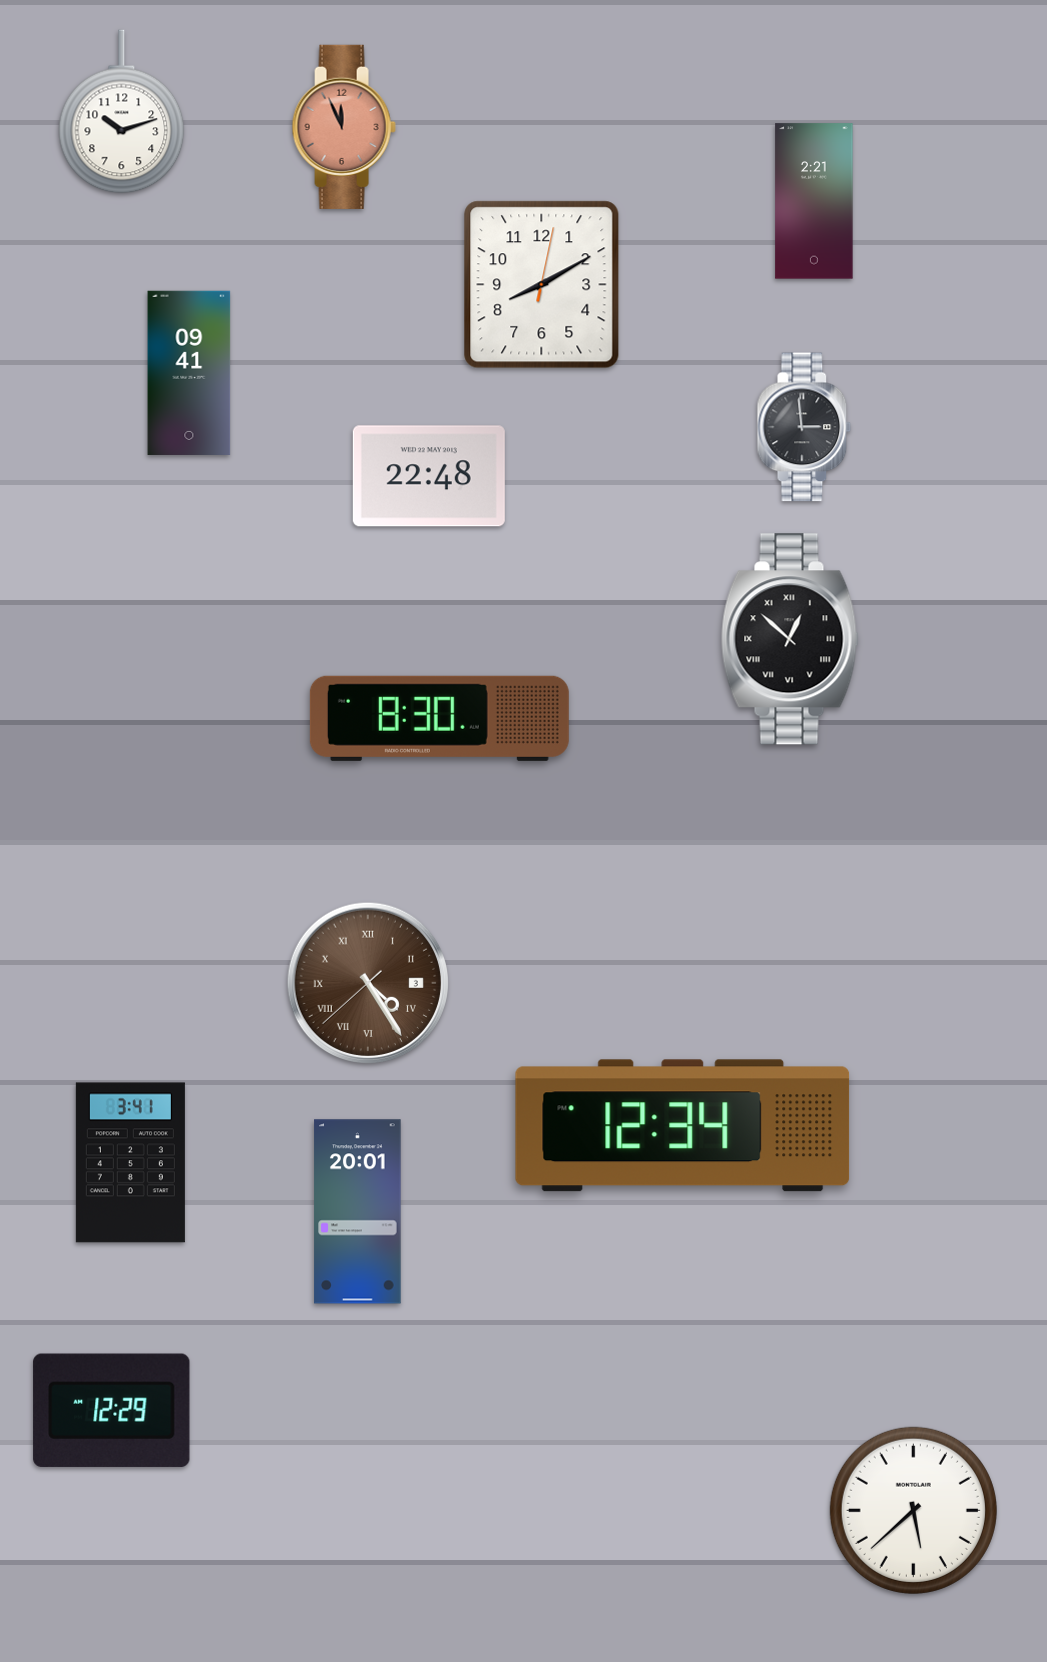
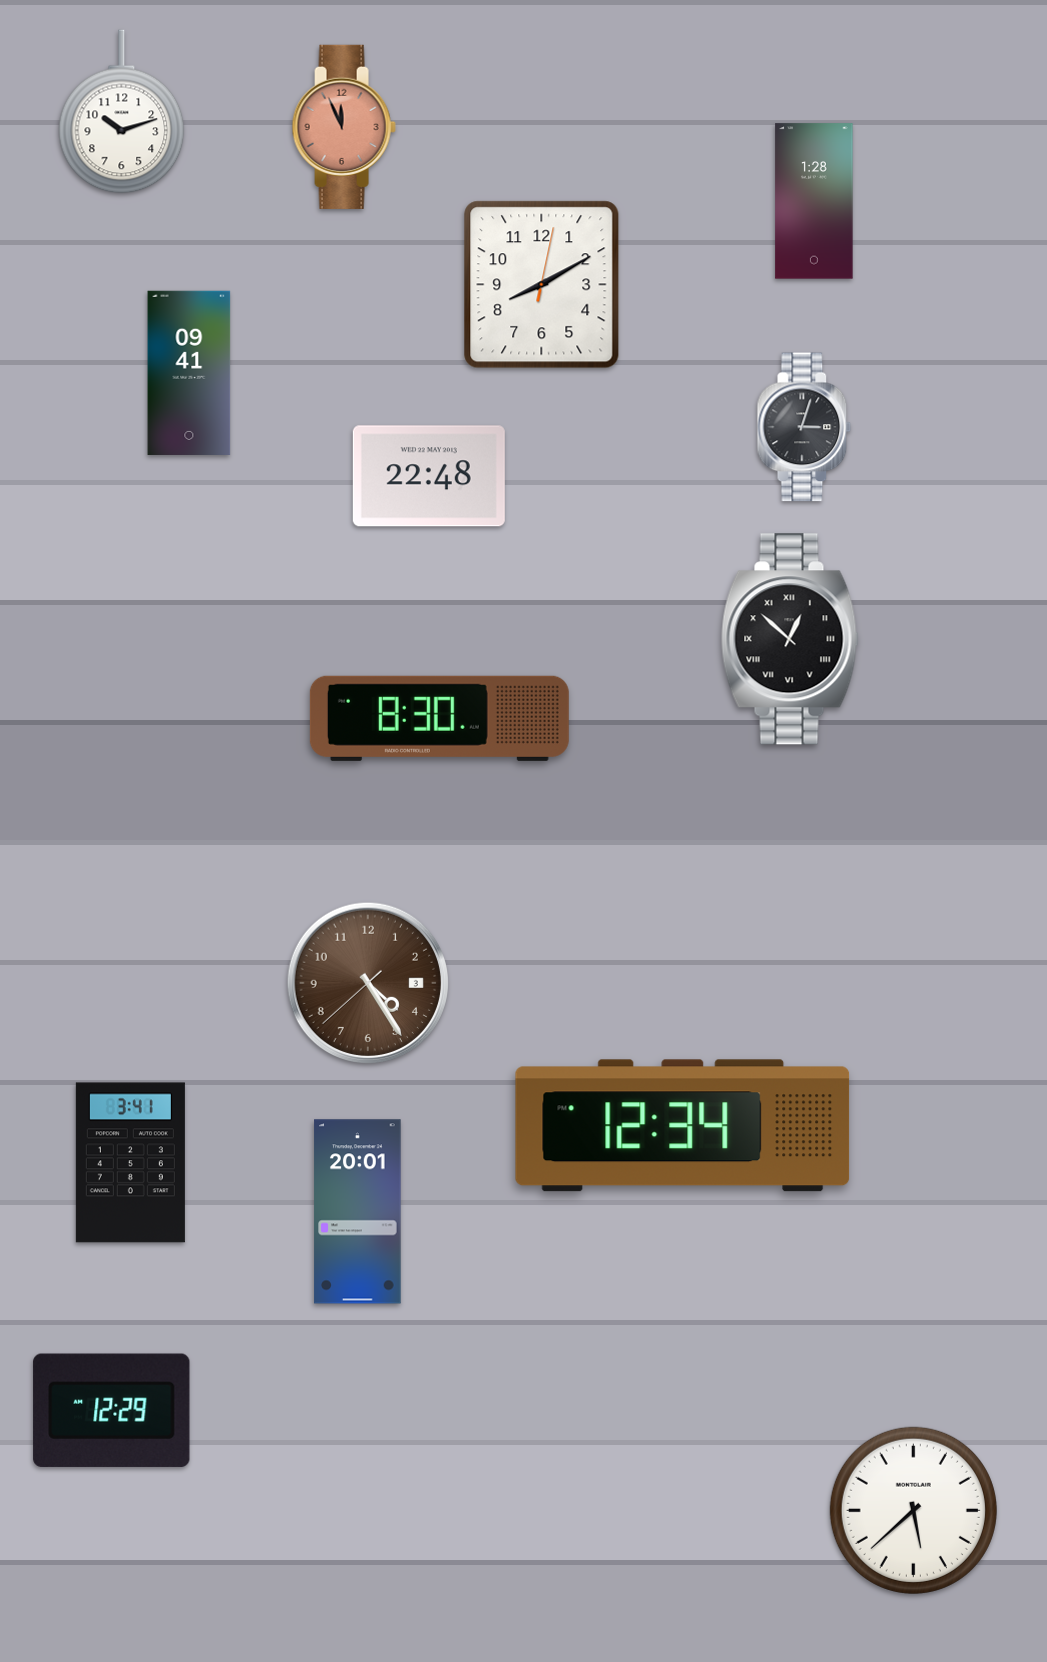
clock at (814, 201): 2:21 -> 1:28
clock at (804, 427): 2:59 -> 3:03
clock at (367, 982) numerals: Roman -> Arabic
